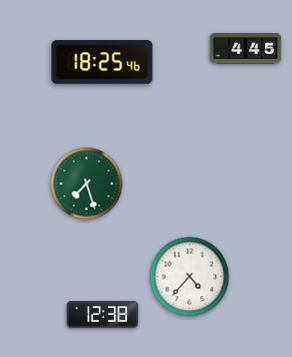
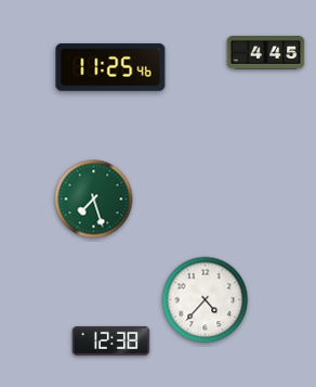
clock at (102, 62): 18:25 -> 11:25
